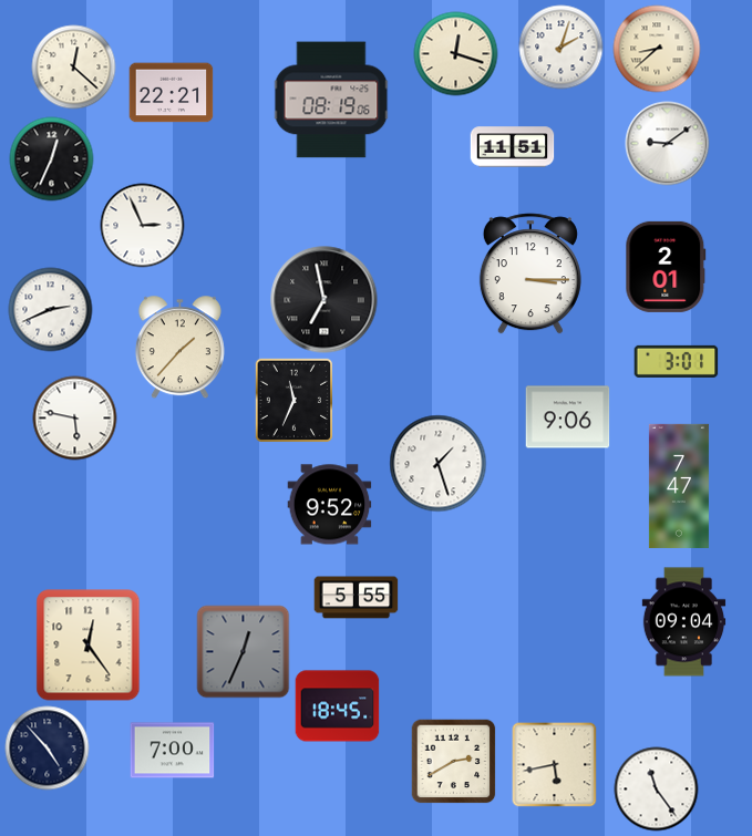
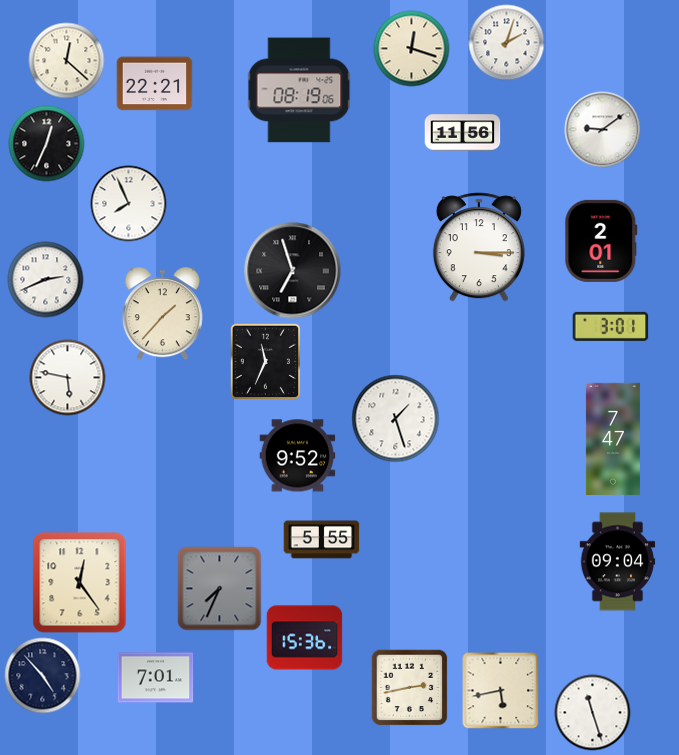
clock at (657, 49): 8:38 -> none
clock at (513, 147): 11:51 -> 11:56
clock at (143, 226): 2:56 -> 7:56
clock at (325, 300): 6:58 -> 6:57
clock at (568, 417): 9:06 -> none
clock at (244, 652): 12:34 -> 7:34
clock at (338, 706): 18:45 -> 15:36
clock at (173, 751): 7:00 -> 7:01
clock at (453, 761): 2:40 -> 2:43
clock at (657, 789): 11:24 -> 11:27
